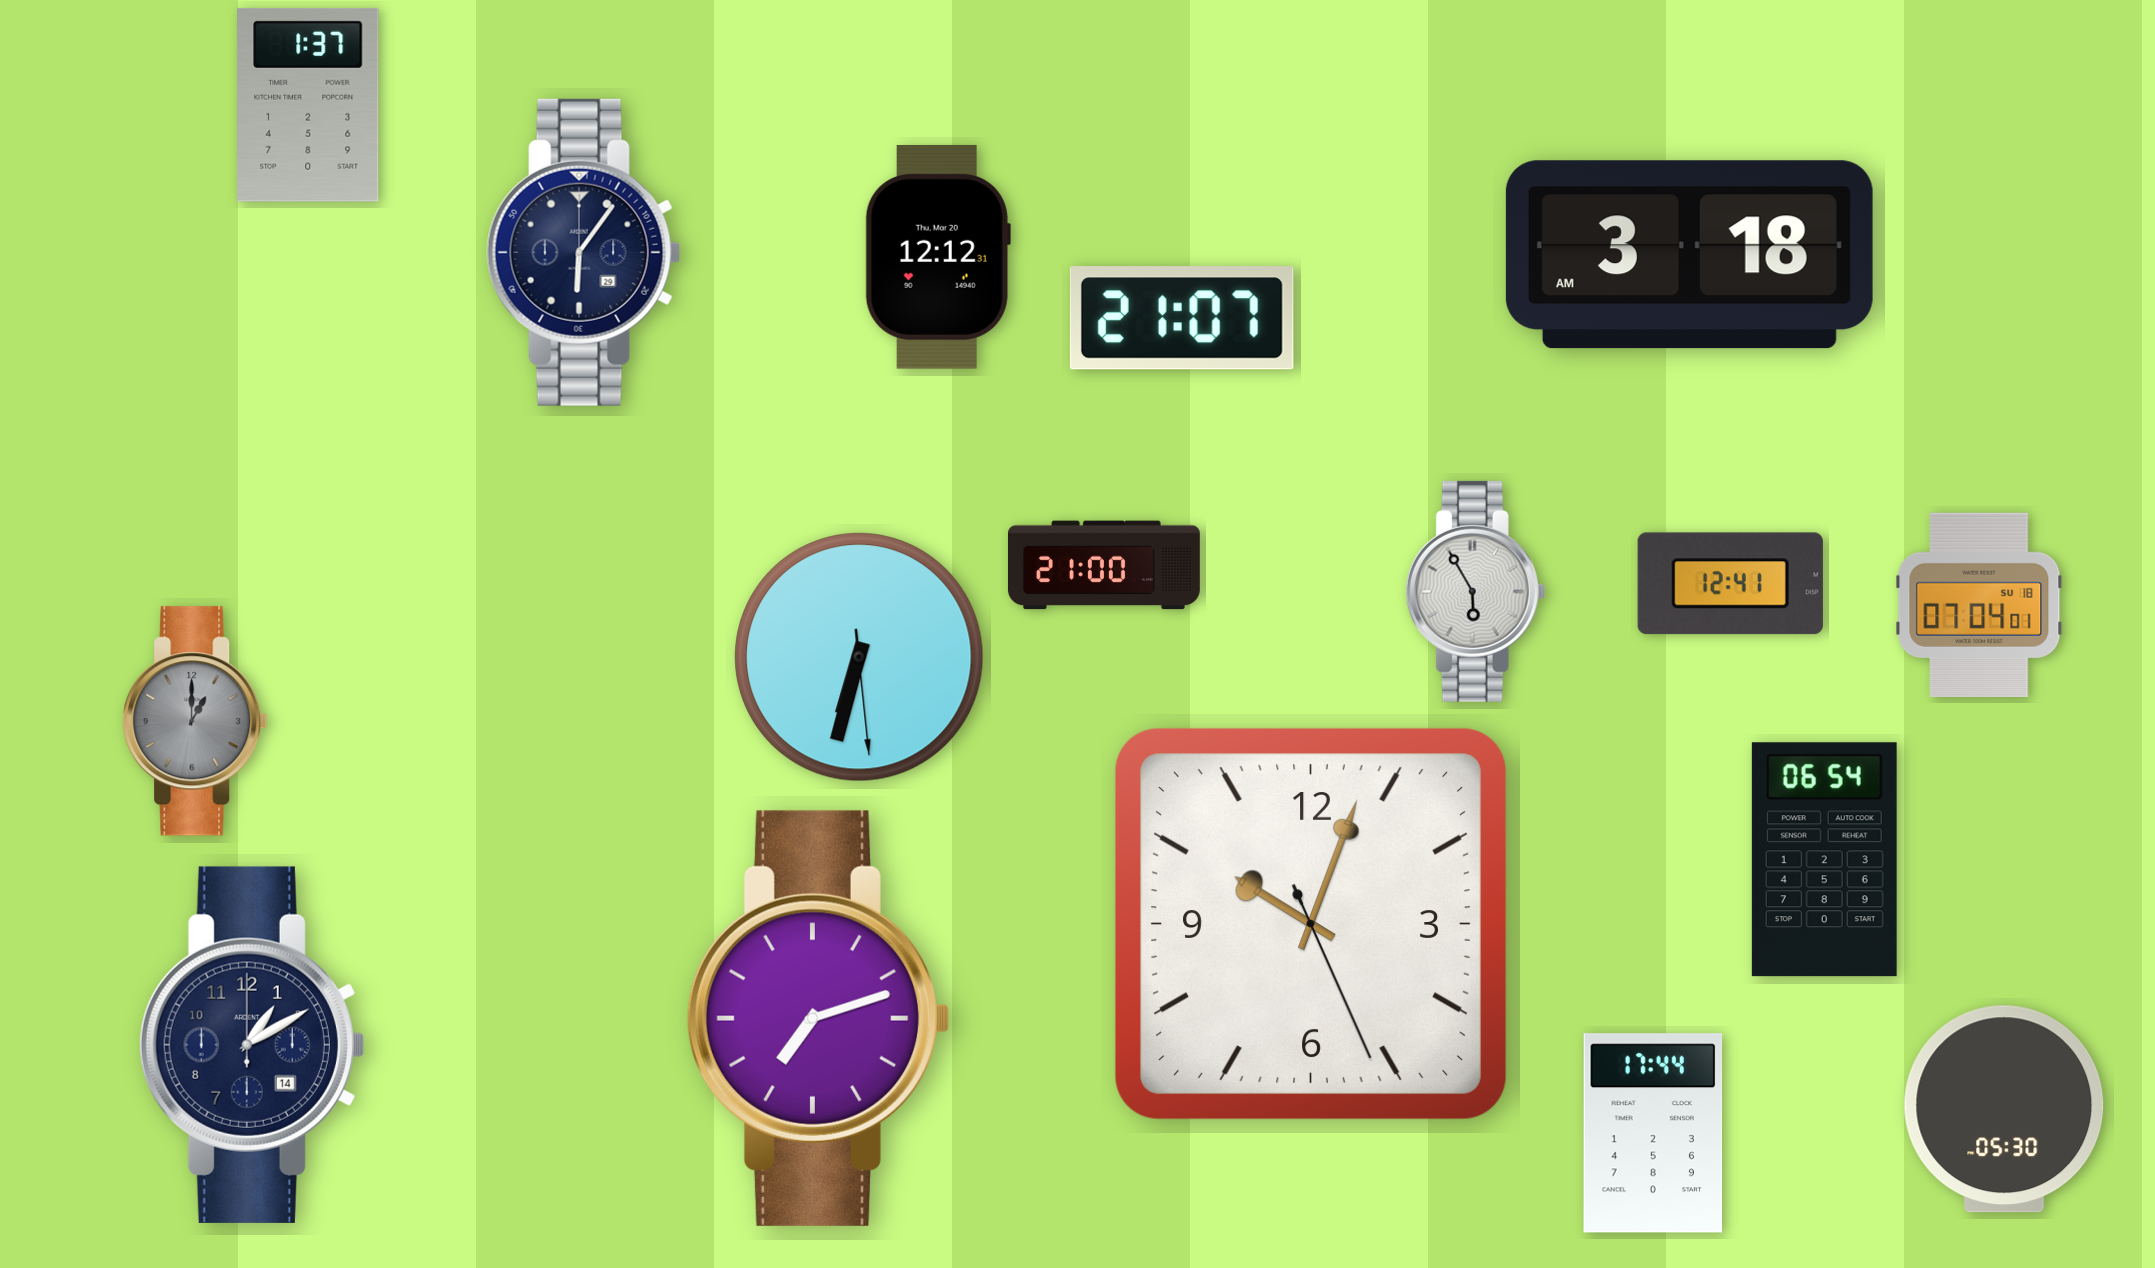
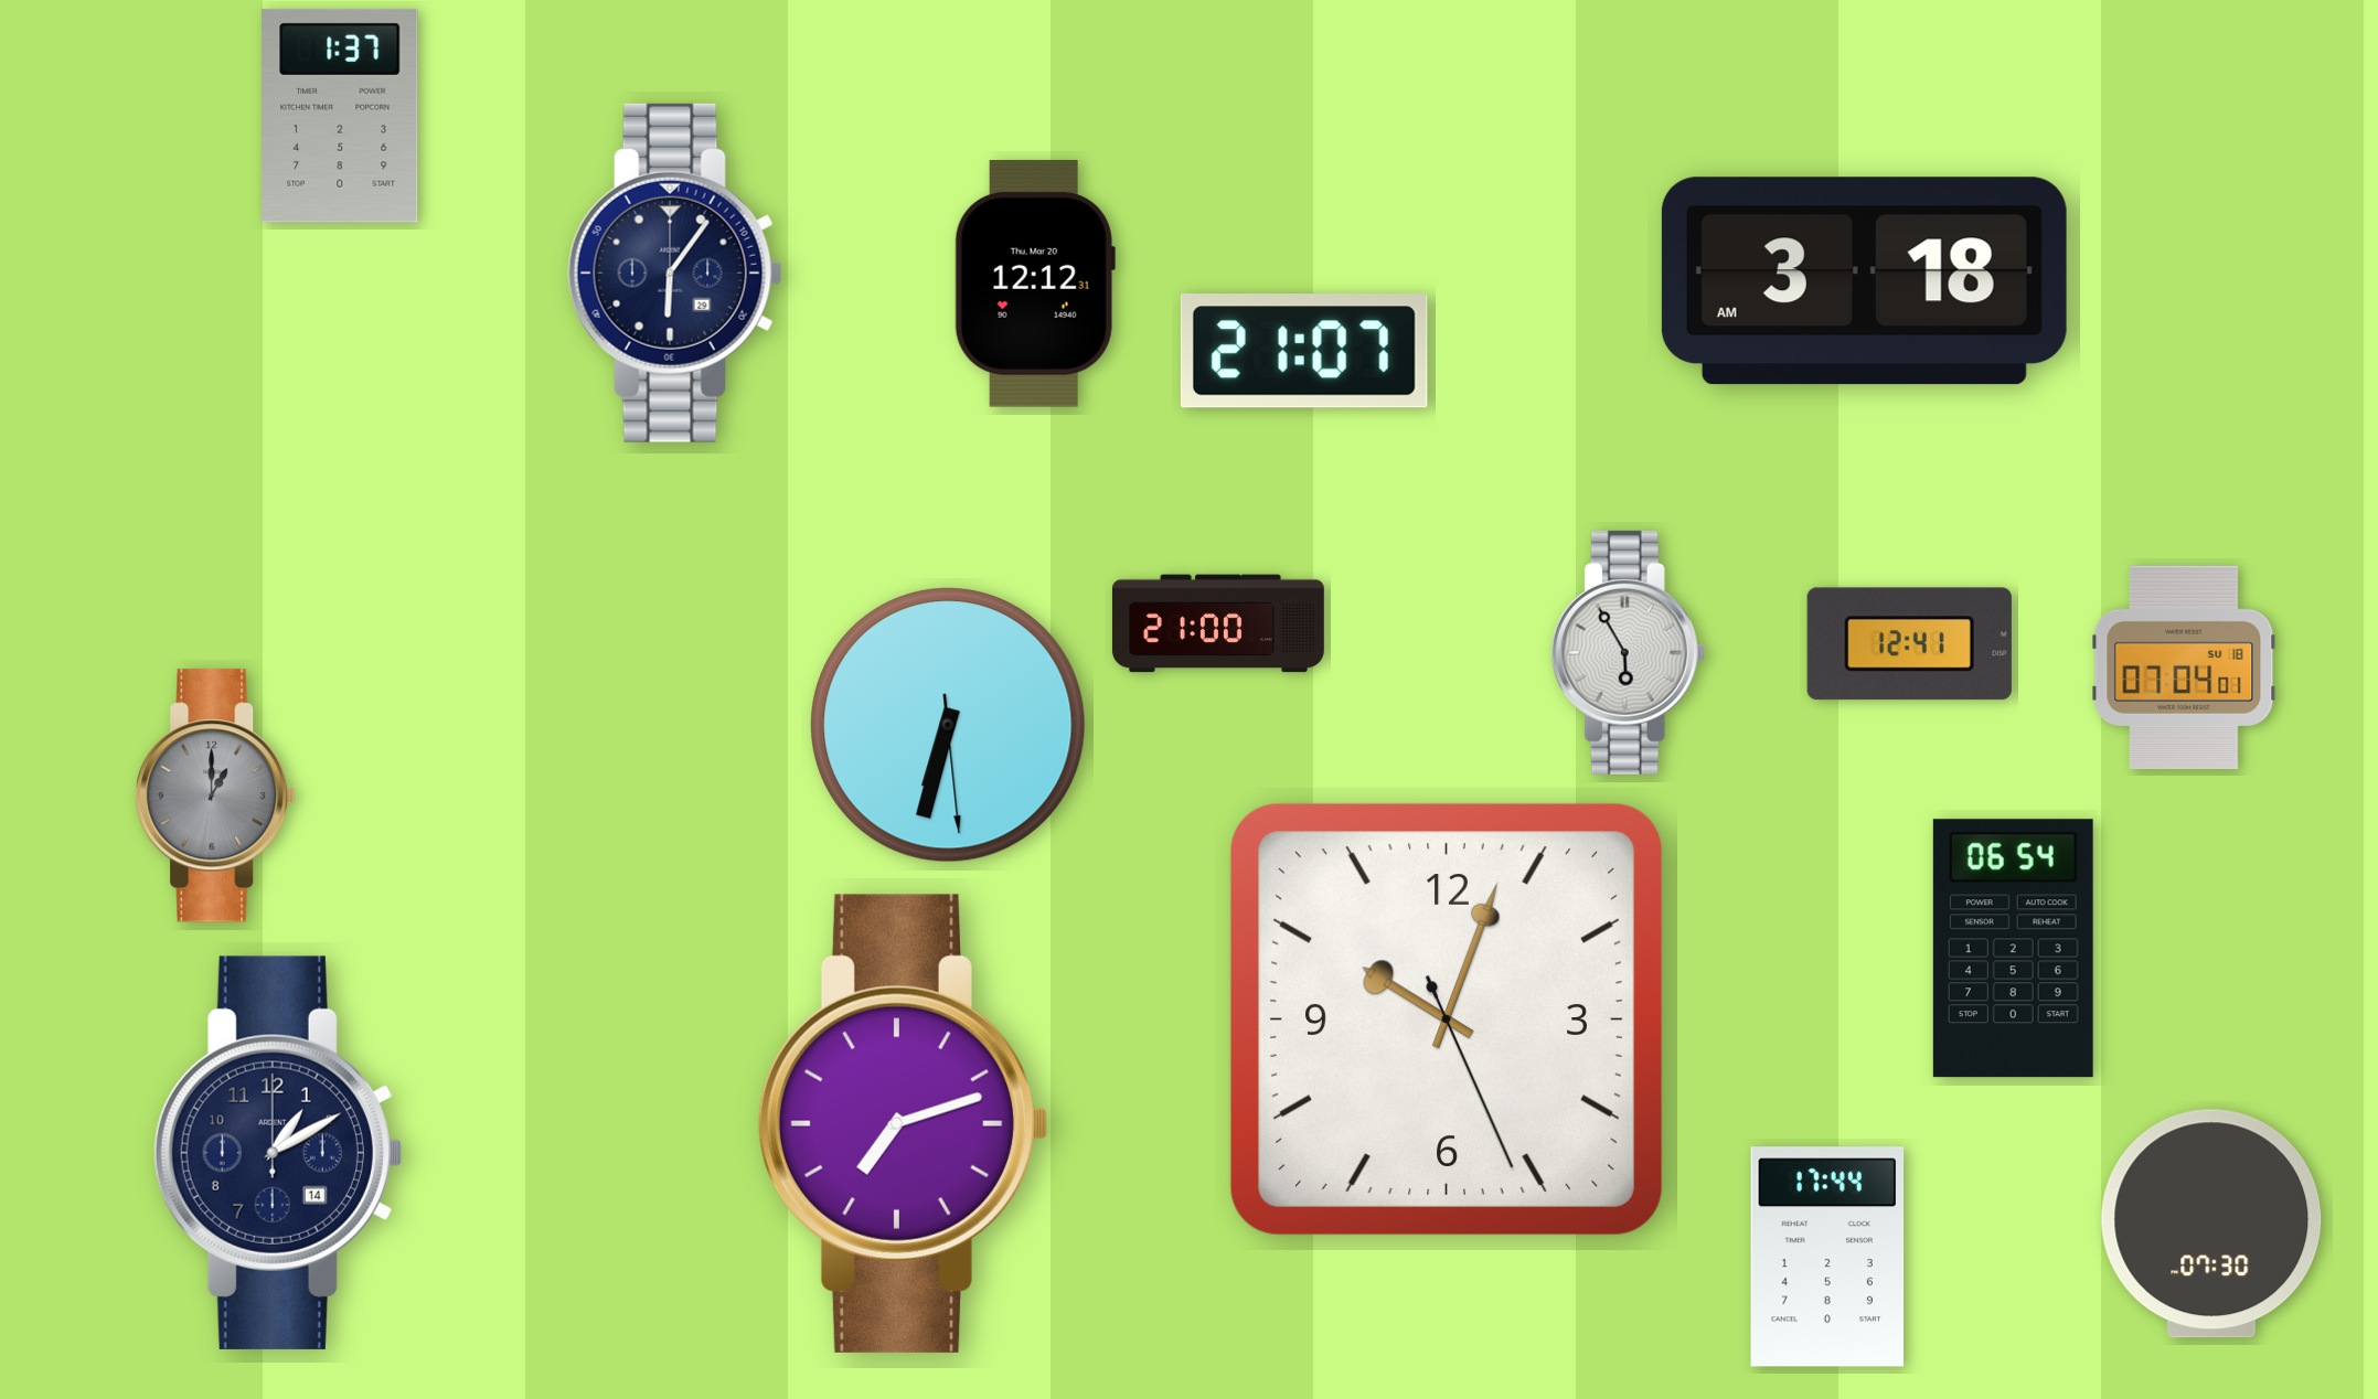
clock at (584, 252) position: (584, 252) -> (675, 273)
clock at (2004, 1109): 05:30 -> 07:30
clock at (1653, 1133) position: (1653, 1133) -> (1827, 1257)
